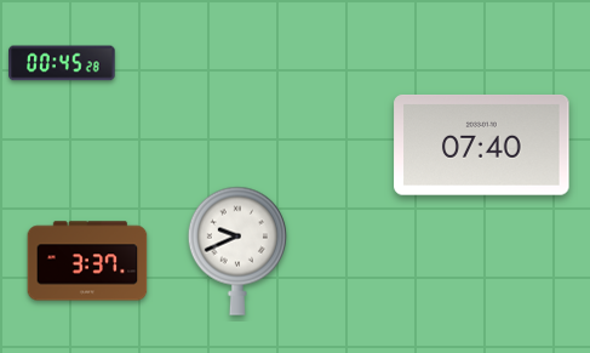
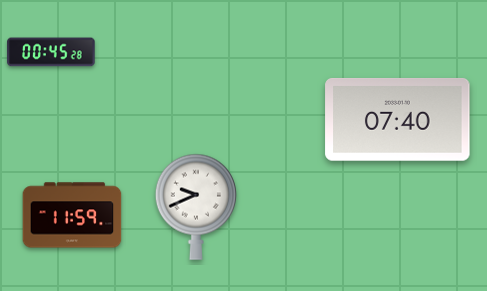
clock at (87, 261): 3:37 -> 11:59
